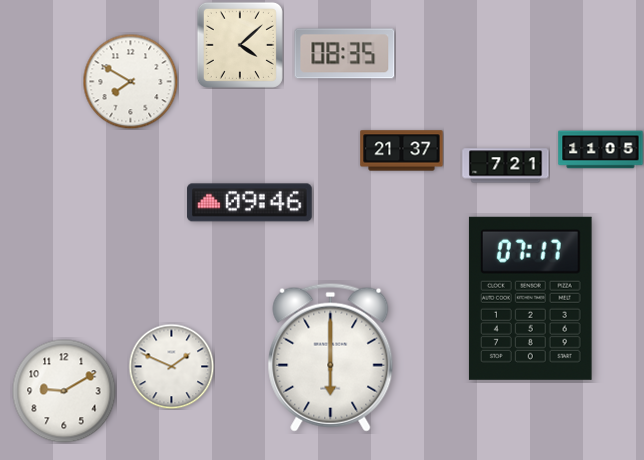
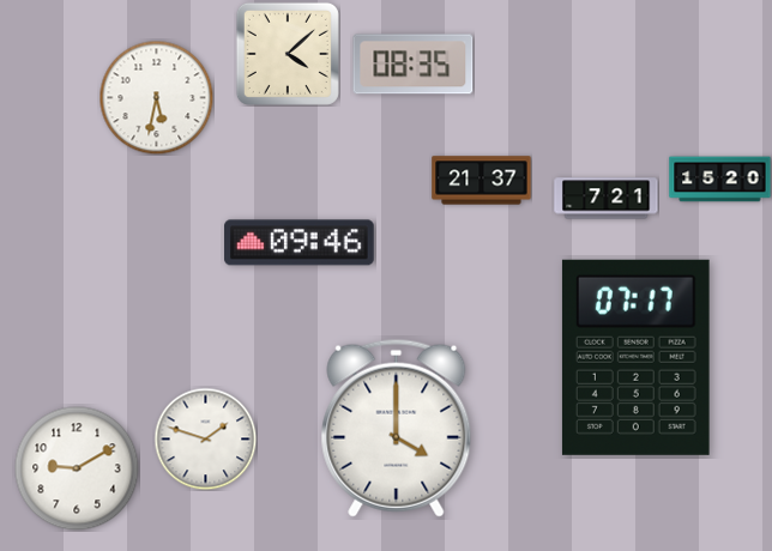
clock at (130, 81): 7:50 -> 5:32
clock at (601, 150): 11:05 -> 15:20
clock at (331, 357): 6:00 -> 4:00
clock at (171, 366): 1:49 -> 1:48
